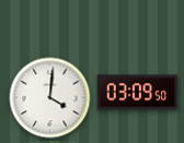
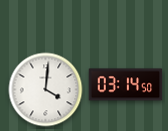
clock at (138, 93): 03:09 -> 03:14
